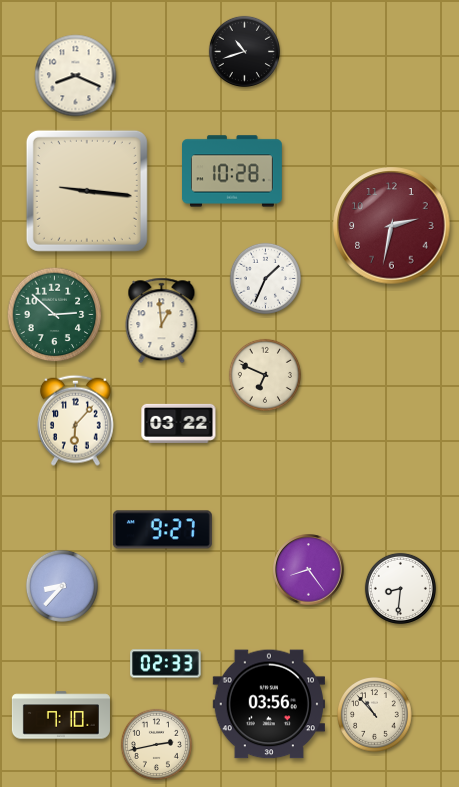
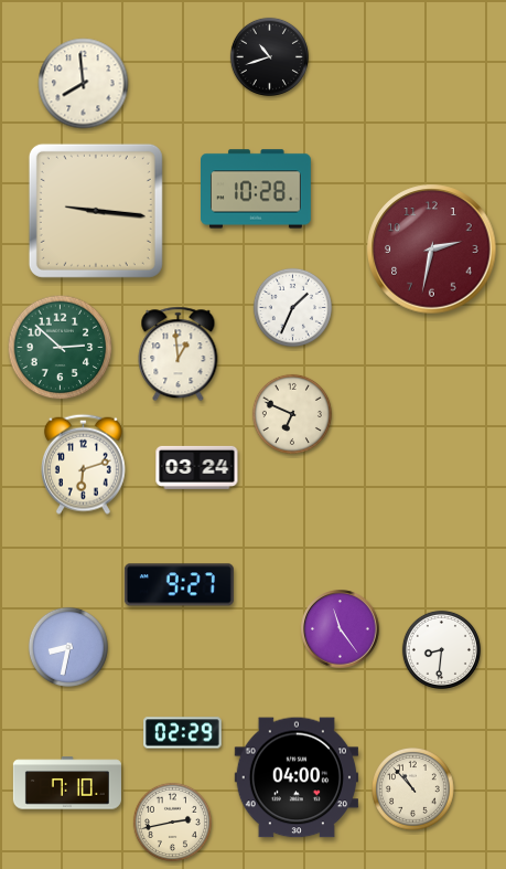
clock at (76, 76): 8:19 -> 7:59
clock at (75, 420): 6:07 -> 6:12
clock at (179, 423): 03:22 -> 03:24
clock at (309, 570): 8:24 -> 11:24
clock at (62, 586): 8:37 -> 8:32
clock at (166, 664): 02:33 -> 02:29
clock at (268, 704): 03:56 -> 04:00
clock at (61, 715) position: (61, 715) -> (67, 783)
